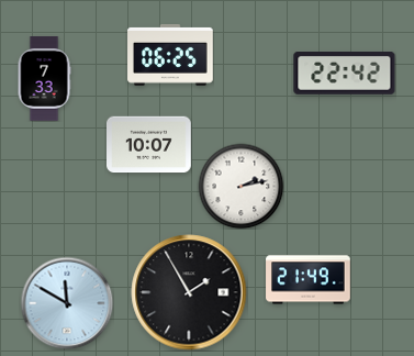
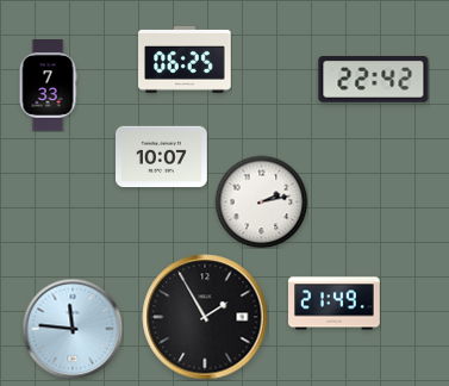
clock at (67, 303): 11:50 -> 11:46
